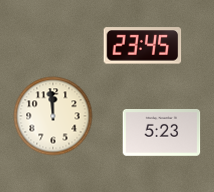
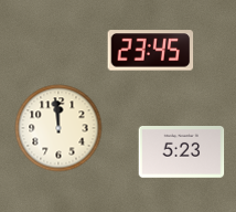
clock at (142, 46) position: (142, 46) -> (150, 51)
clock at (161, 133) position: (161, 133) -> (181, 152)
